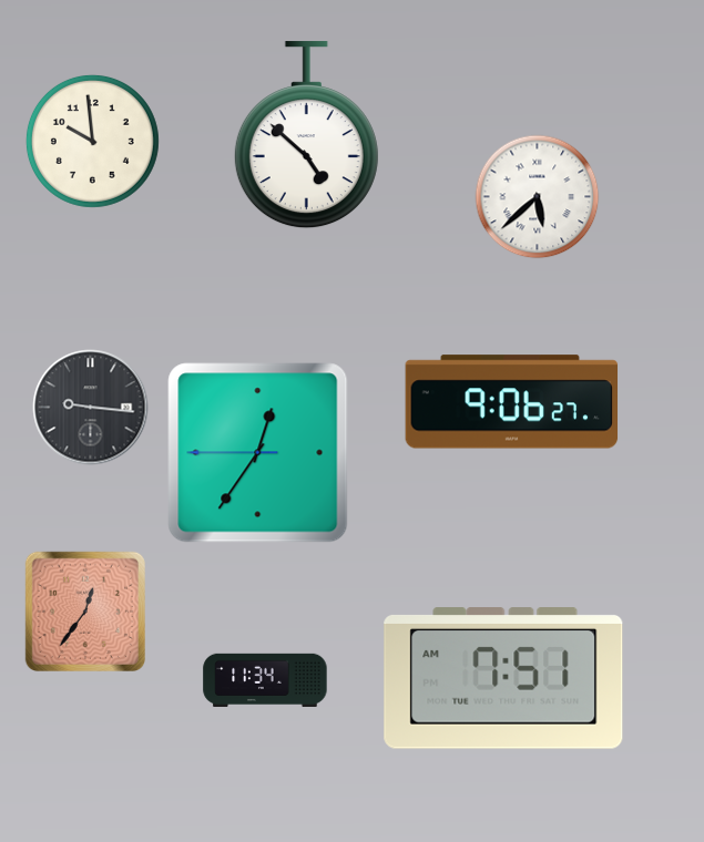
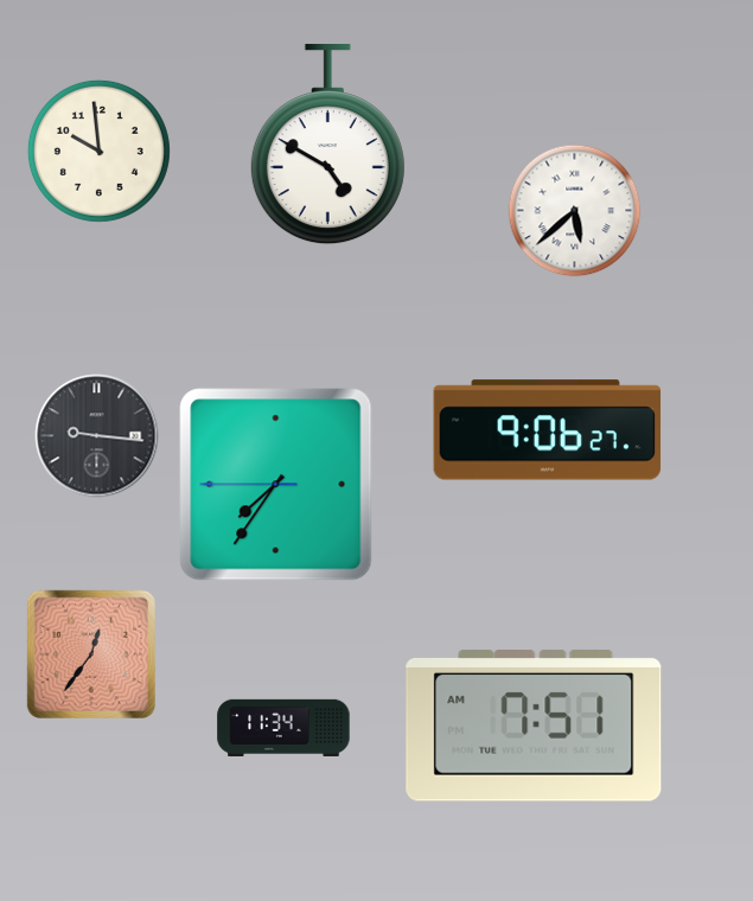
clock at (306, 135): 4:52 -> 4:50
clock at (258, 453): 12:35 -> 7:35
clock at (503, 678) position: (503, 678) -> (534, 726)
